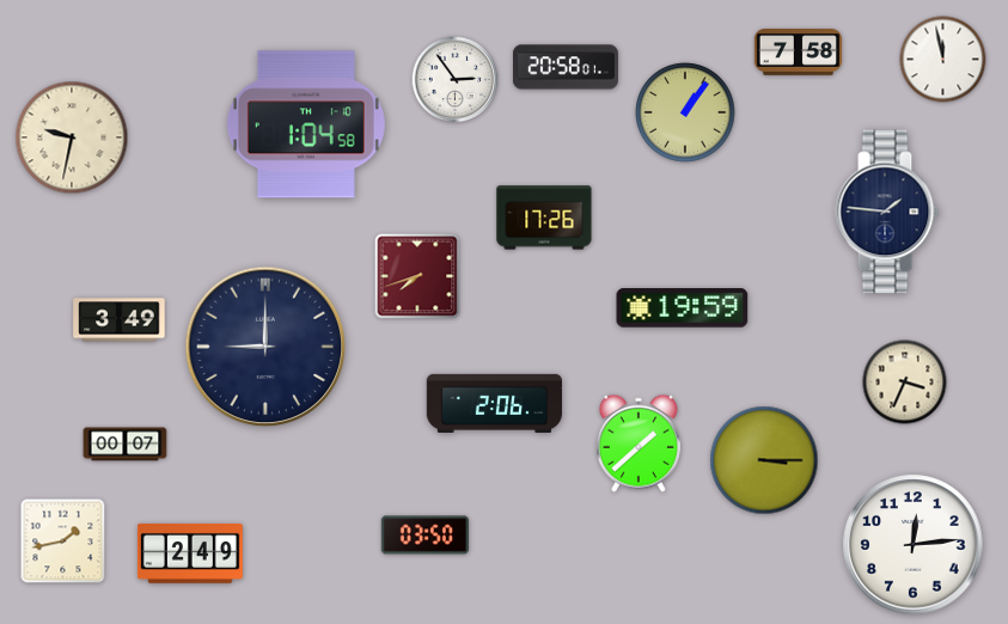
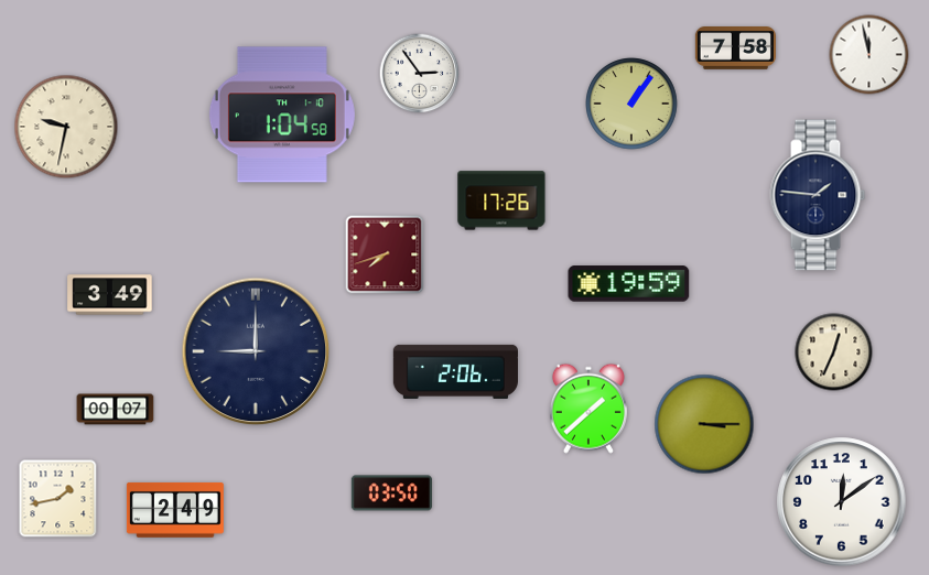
clock at (566, 67): 20:58 -> none
clock at (265, 347) position: (265, 347) -> (256, 351)
clock at (905, 383): 3:34 -> 12:34
clock at (914, 545): 12:14 -> 12:09
